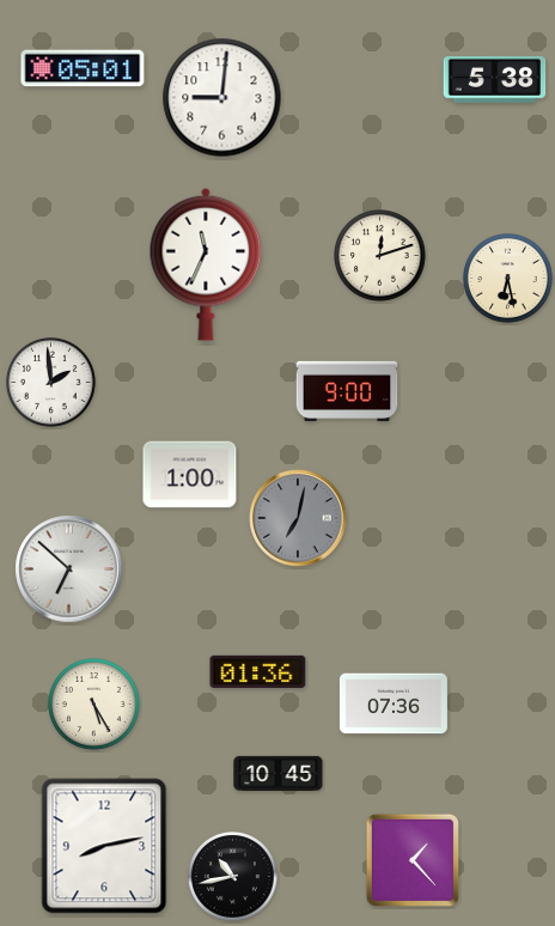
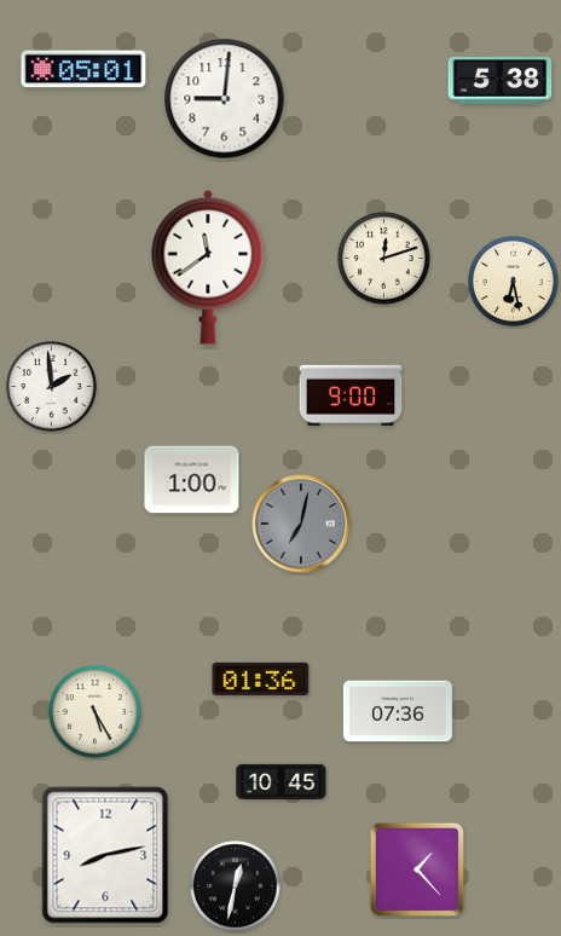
clock at (206, 264): 11:34 -> 11:39
clock at (69, 569): 6:52 -> none
clock at (233, 877): 10:43 -> 12:32
